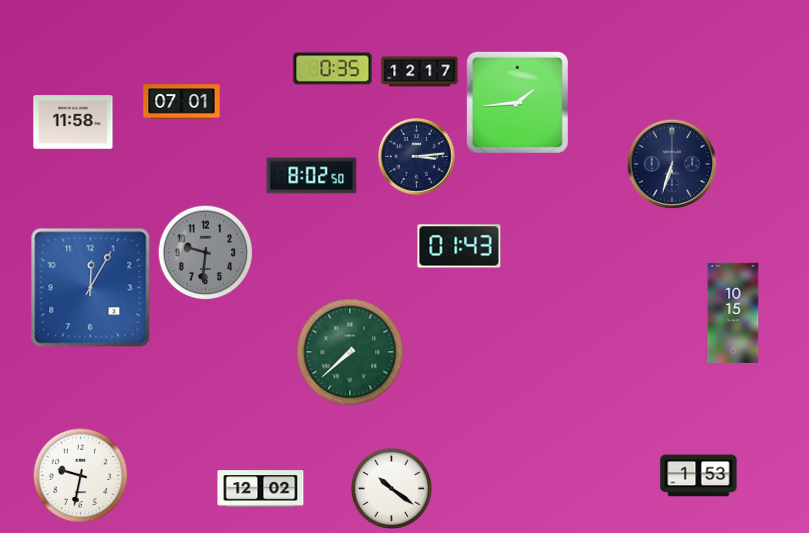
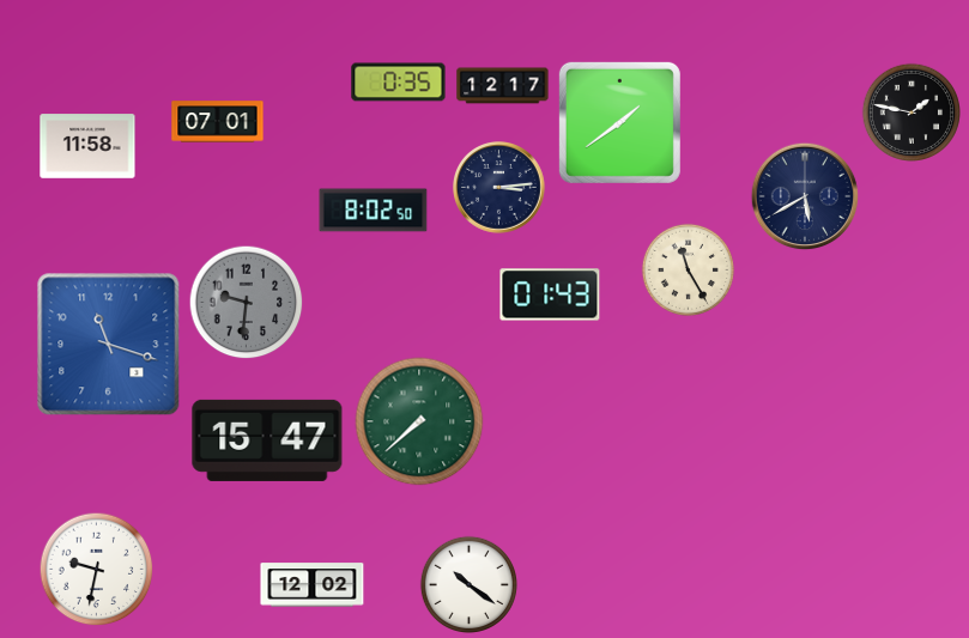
clock at (910, 111): none -> 1:47
clock at (517, 102): 1:44 -> 1:39
clock at (672, 164): 6:33 -> 5:40
clock at (688, 269): none -> 11:25
clock at (91, 288): 12:05 -> 11:18
clock at (733, 313): 10:15 -> none
clock at (267, 440): none -> 15:47
clock at (699, 476): 1:53 -> none
